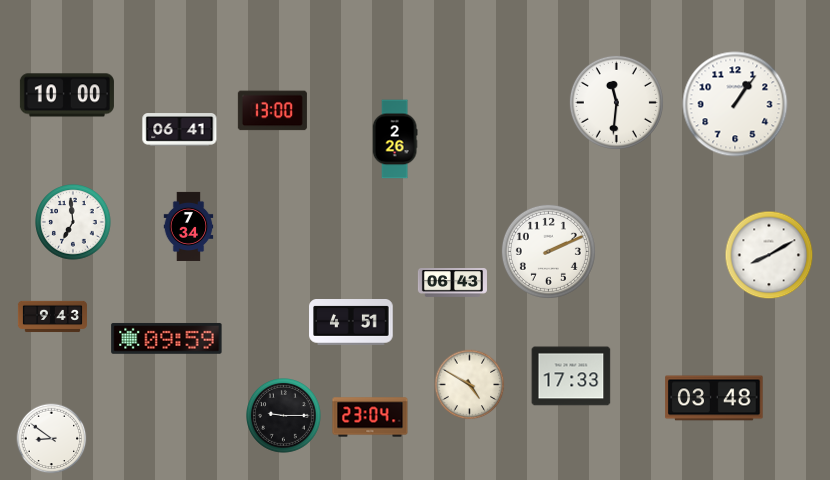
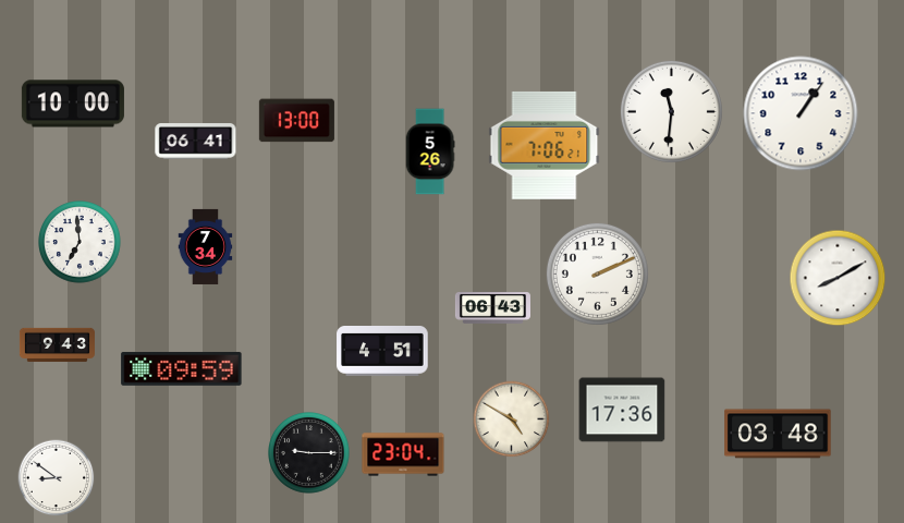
clock at (545, 145): none -> 7:06
clock at (395, 139): 2:26 -> 5:26
clock at (571, 376): 17:33 -> 17:36
